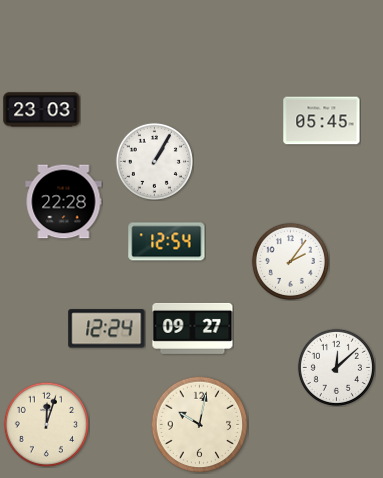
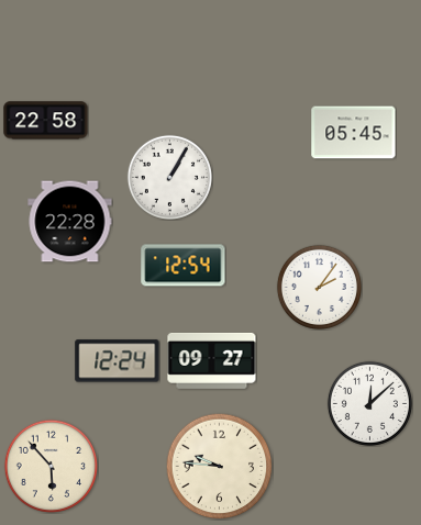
clock at (42, 110): 23:03 -> 22:58
clock at (46, 424): 12:03 -> 5:53
clock at (199, 424): 10:02 -> 9:46
